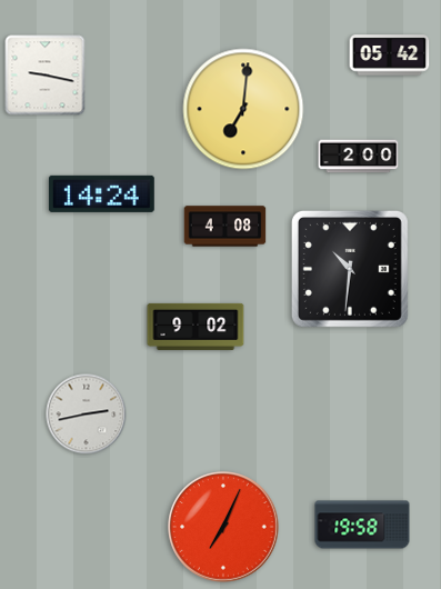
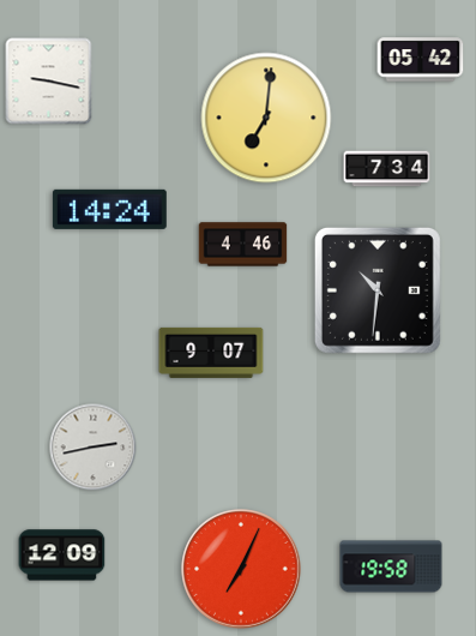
clock at (243, 109) position: (243, 109) -> (266, 118)
clock at (359, 157): 2:00 -> 7:34
clock at (225, 227): 4:08 -> 4:46
clock at (196, 327): 9:02 -> 9:07
clock at (62, 556): none -> 12:09
